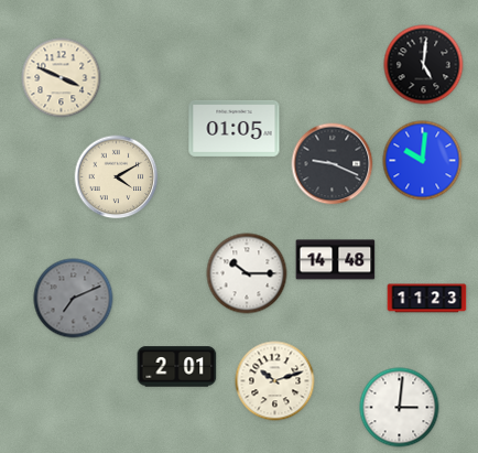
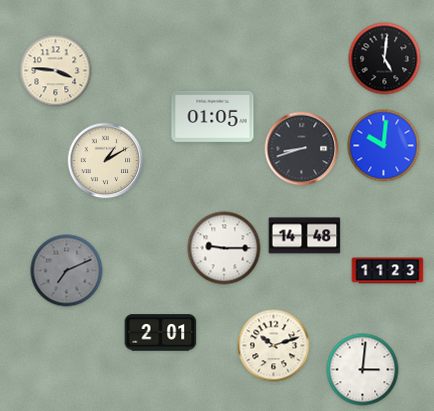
clock at (62, 78): 3:49 -> 3:46
clock at (333, 164): 9:19 -> 8:42
clock at (117, 177): 4:10 -> 1:10
clock at (247, 273): 10:15 -> 9:15
clock at (275, 381) position: (275, 381) -> (274, 346)
